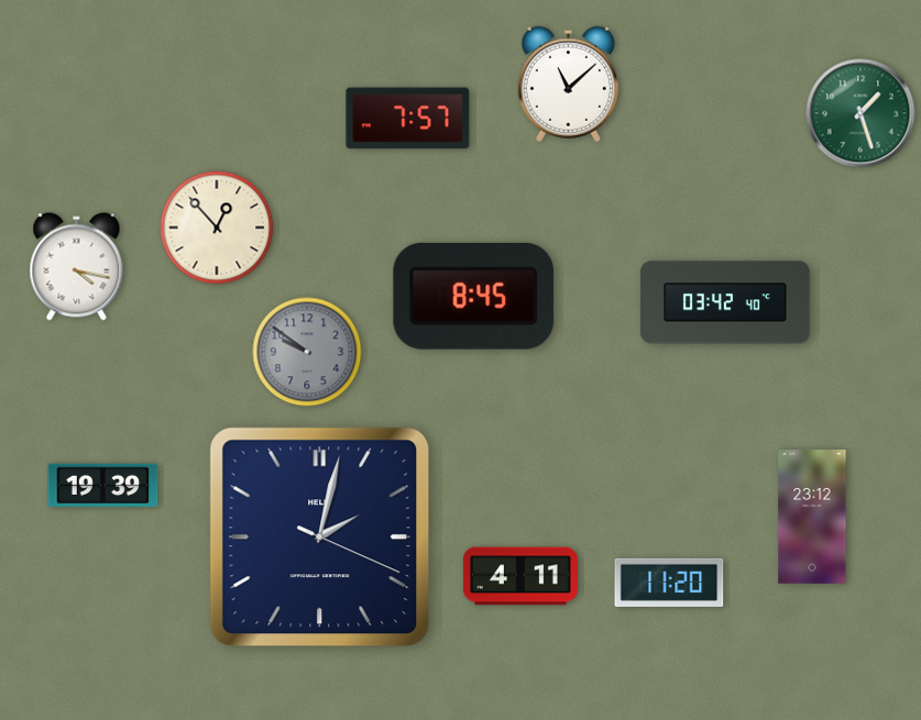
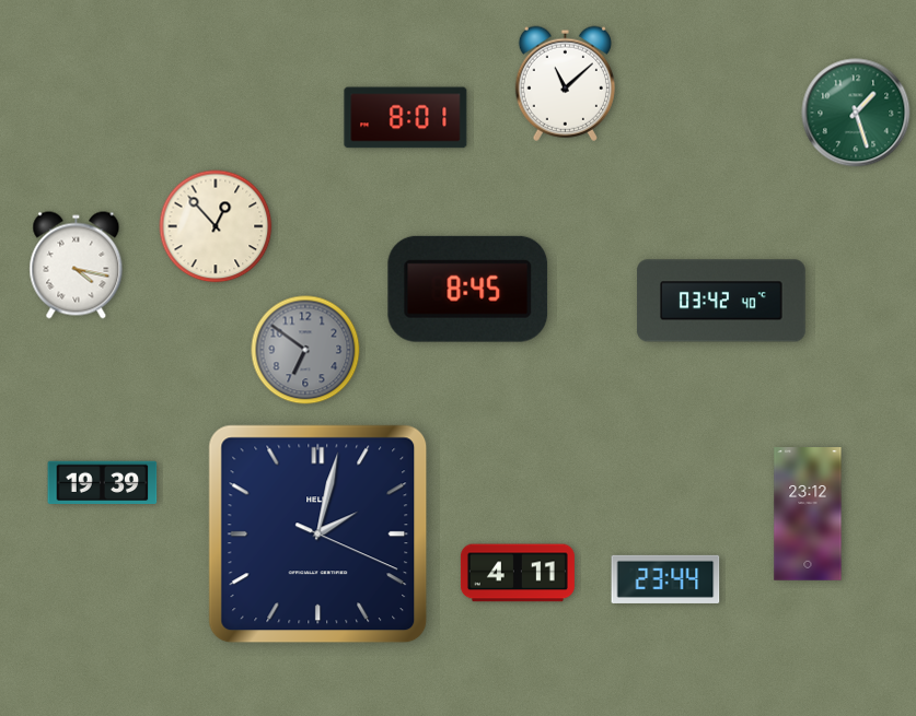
clock at (408, 119): 7:57 -> 8:01
clock at (474, 296) position: (474, 296) -> (468, 289)
clock at (307, 352): 9:51 -> 6:51
clock at (669, 583): 11:20 -> 23:44
